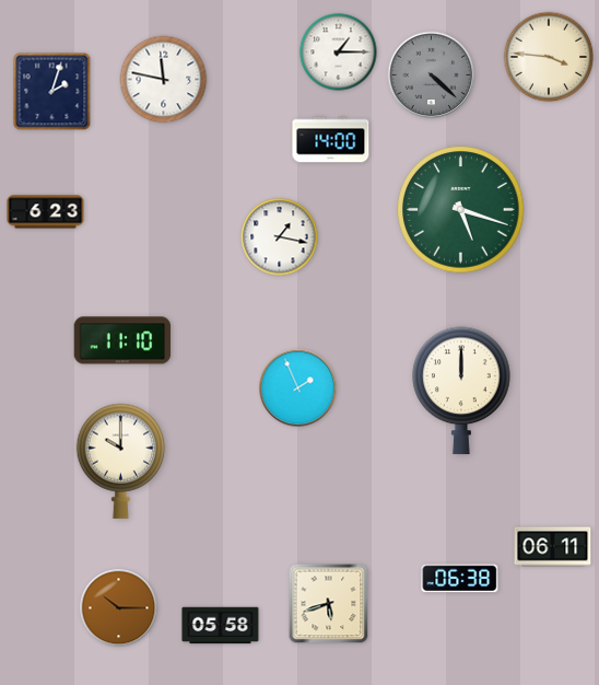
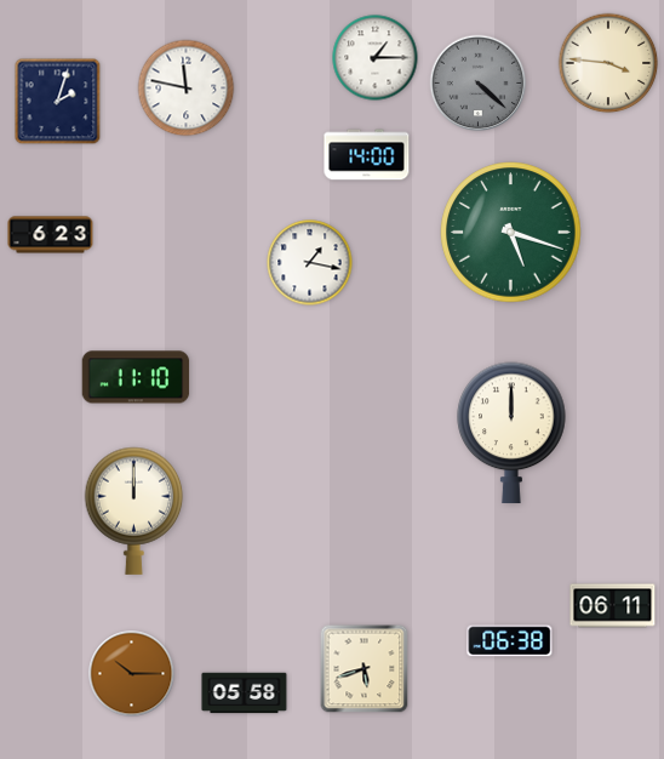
clock at (164, 80) position: (164, 80) -> (187, 89)
clock at (298, 388): 1:56 -> none
clock at (121, 461): 10:00 -> 12:00
